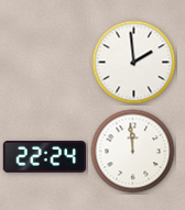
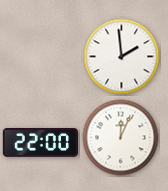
clock at (133, 152): 11:59 -> 12:04
clock at (45, 157): 22:24 -> 22:00
